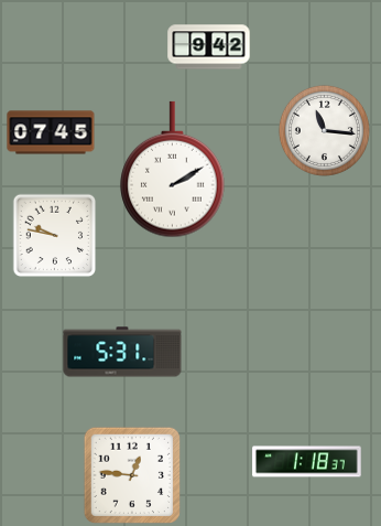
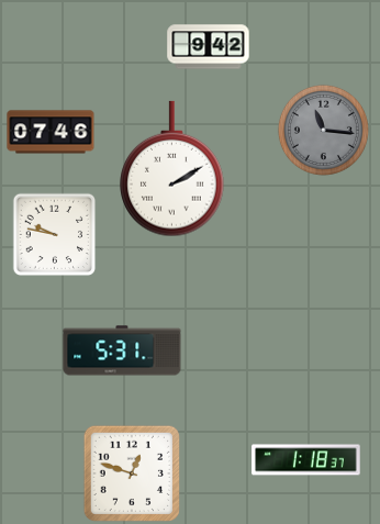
clock at (324, 130) dial: white -> grey
clock at (51, 132): 07:45 -> 07:46
clock at (131, 474): 12:46 -> 12:48
